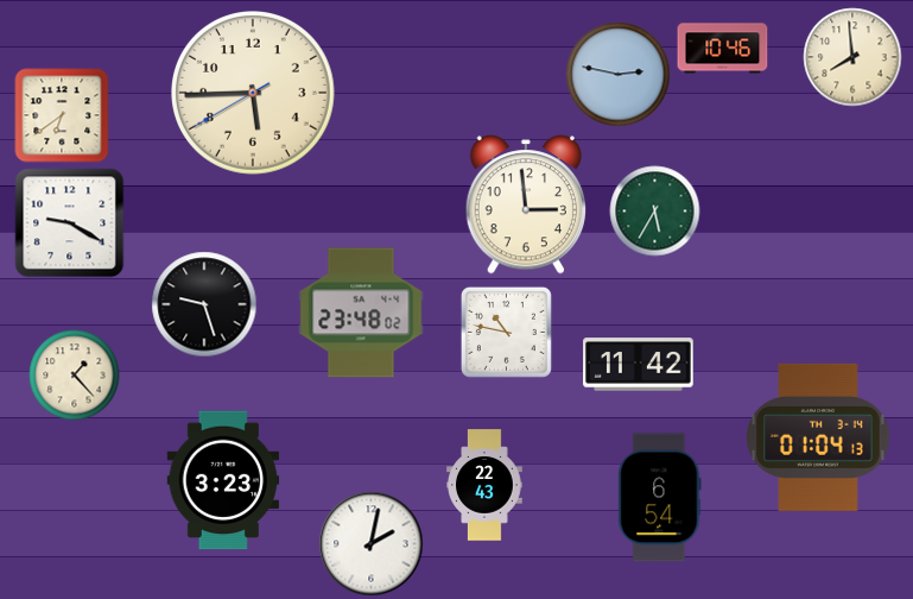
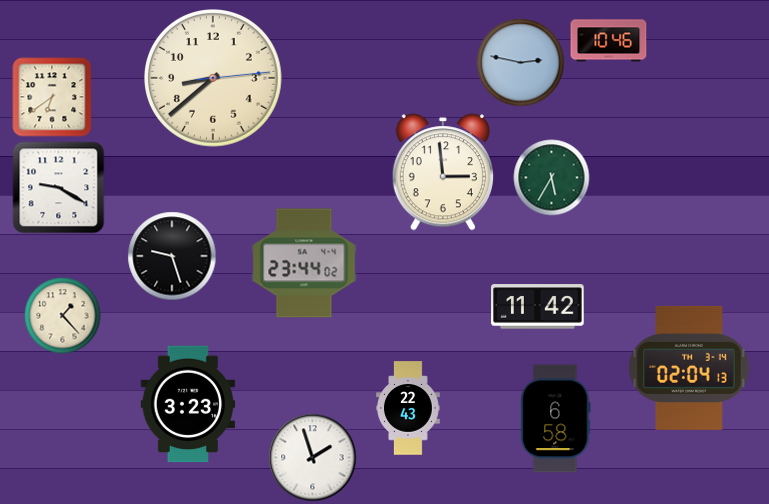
clock at (852, 57): 7:59 -> none
clock at (254, 94): 5:44 -> 8:38
clock at (361, 313): 23:48 -> 23:44
clock at (506, 332): 10:47 -> none
clock at (818, 437): 01:04 -> 02:04
clock at (660, 498): 6:54 -> 6:58
clock at (372, 544): 2:02 -> 1:57
